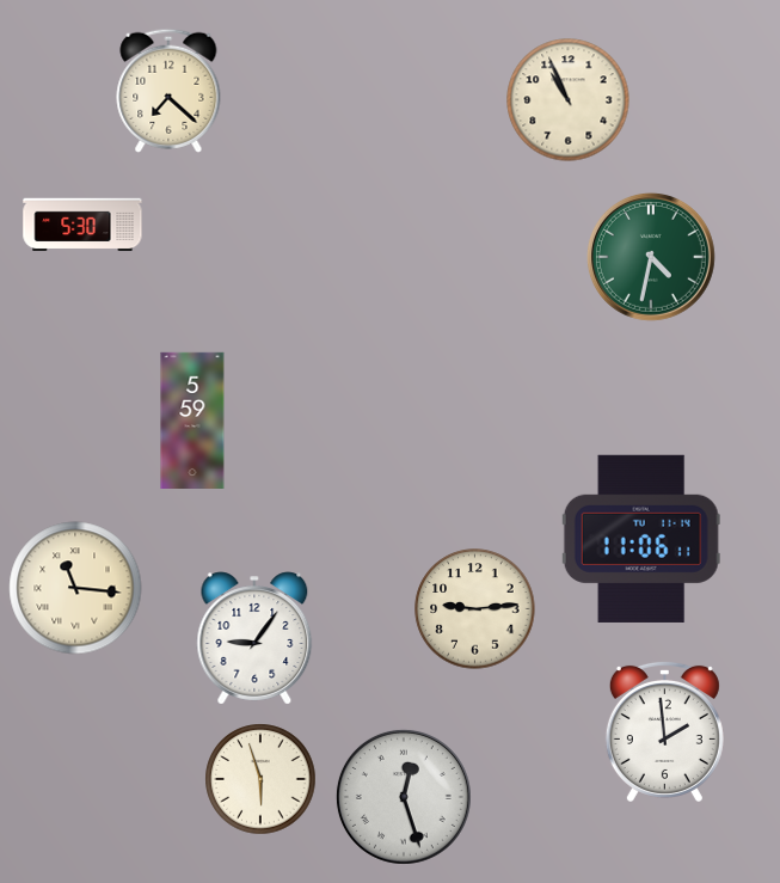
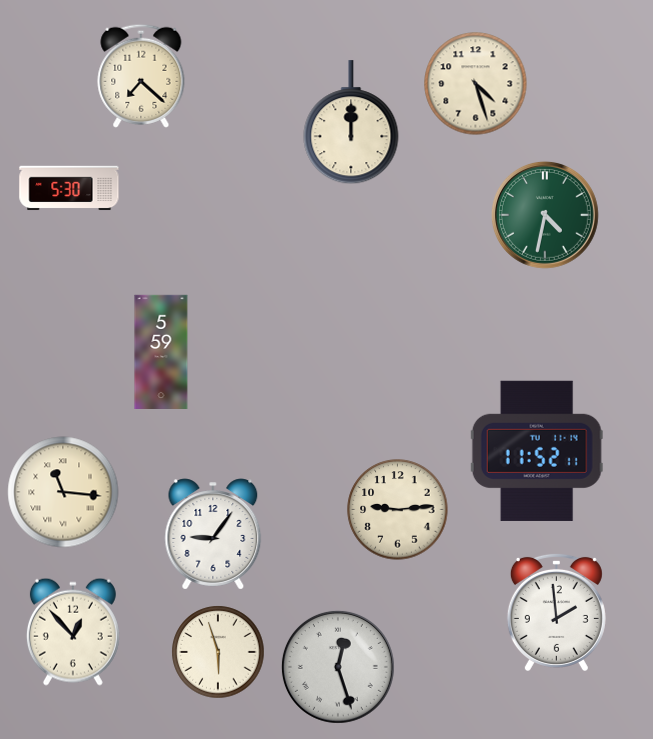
clock at (569, 100): 10:56 -> 4:27
clock at (351, 123): none -> 12:00
clock at (641, 539): 11:06 -> 11:52
clock at (73, 632): none -> 12:53
